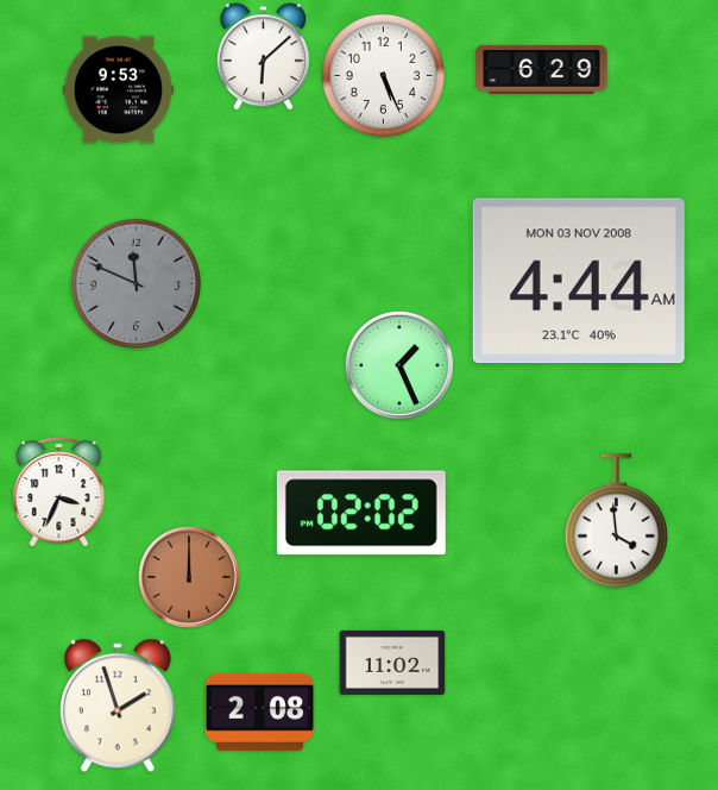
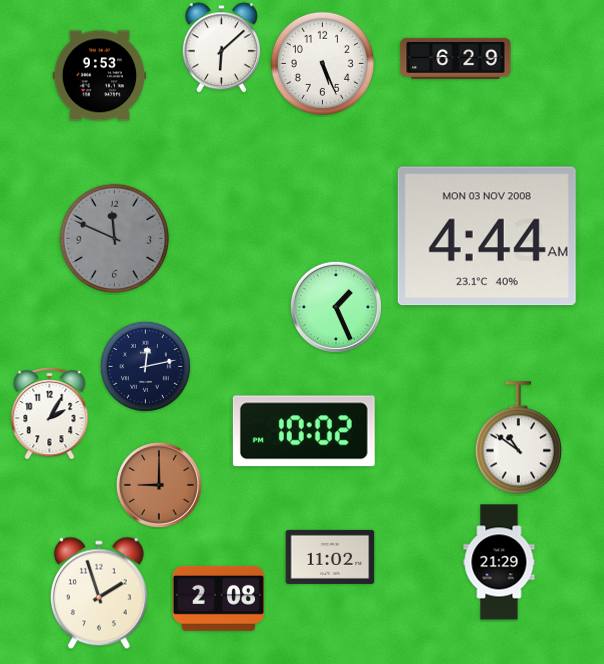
clock at (145, 366): none -> 12:13
clock at (59, 491): 3:34 -> 2:05
clock at (361, 513): 02:02 -> 10:02
clock at (616, 521): 3:59 -> 10:51
clock at (189, 577): 12:00 -> 9:00
clock at (499, 562): none -> 21:29
